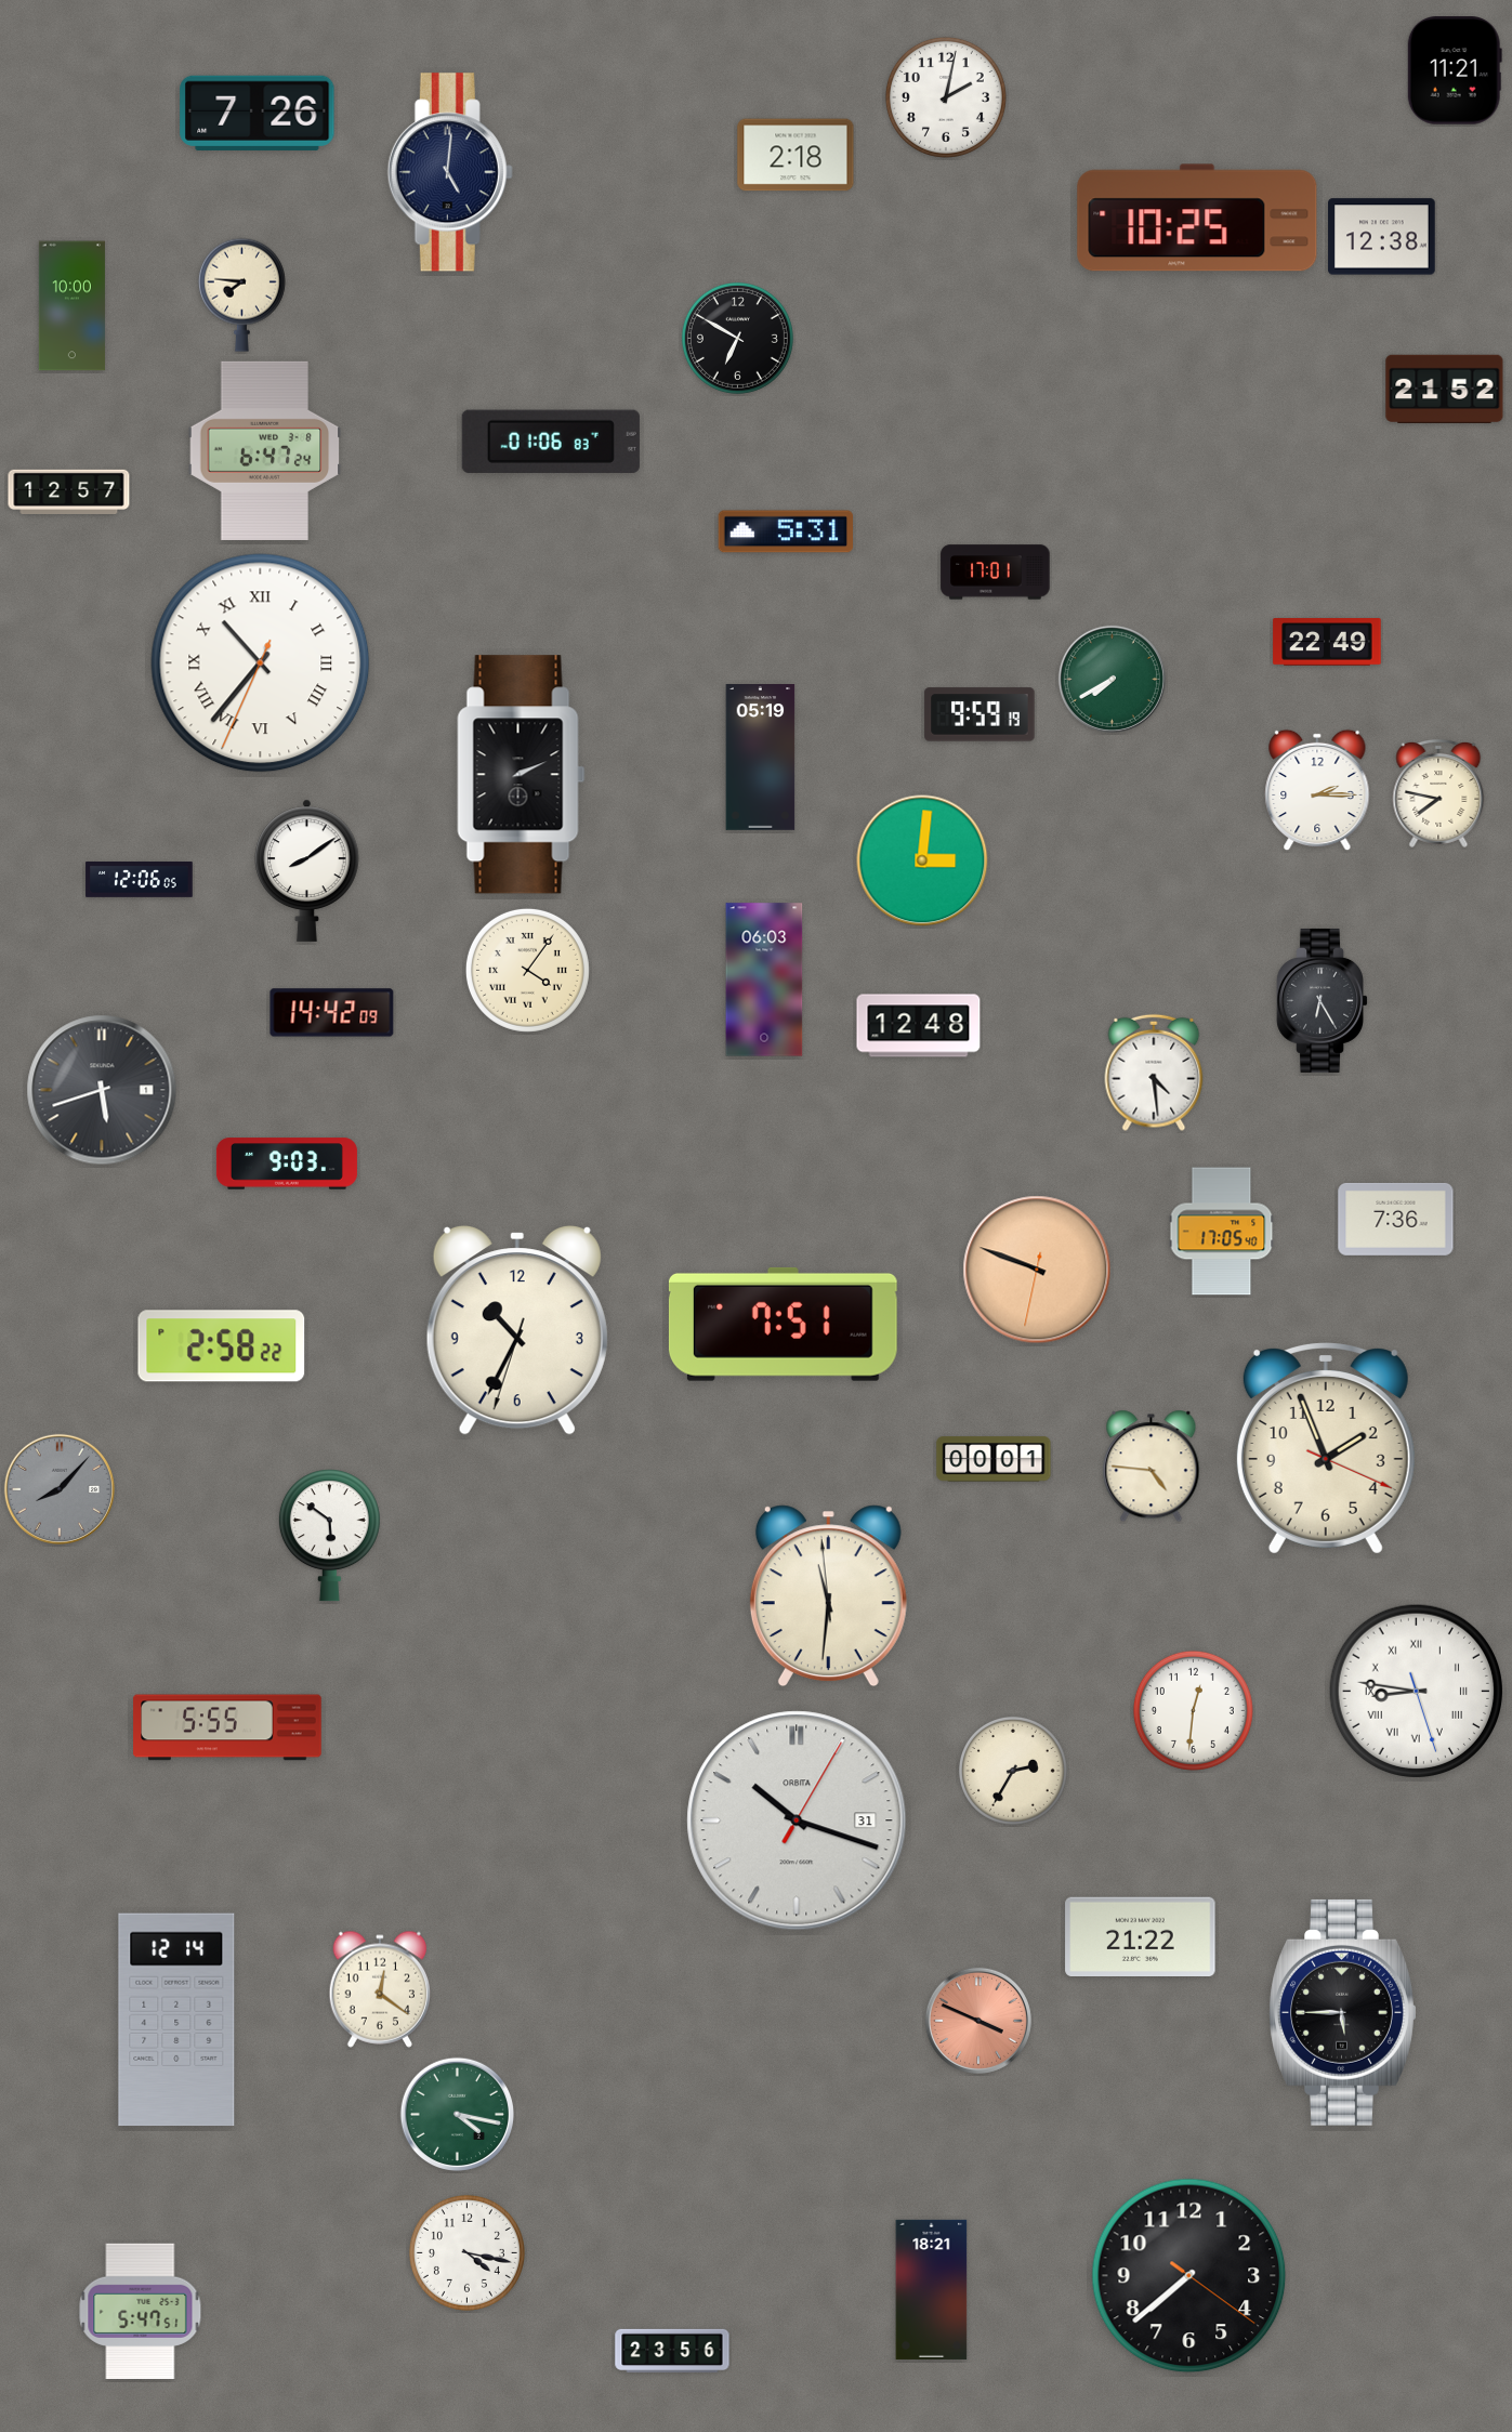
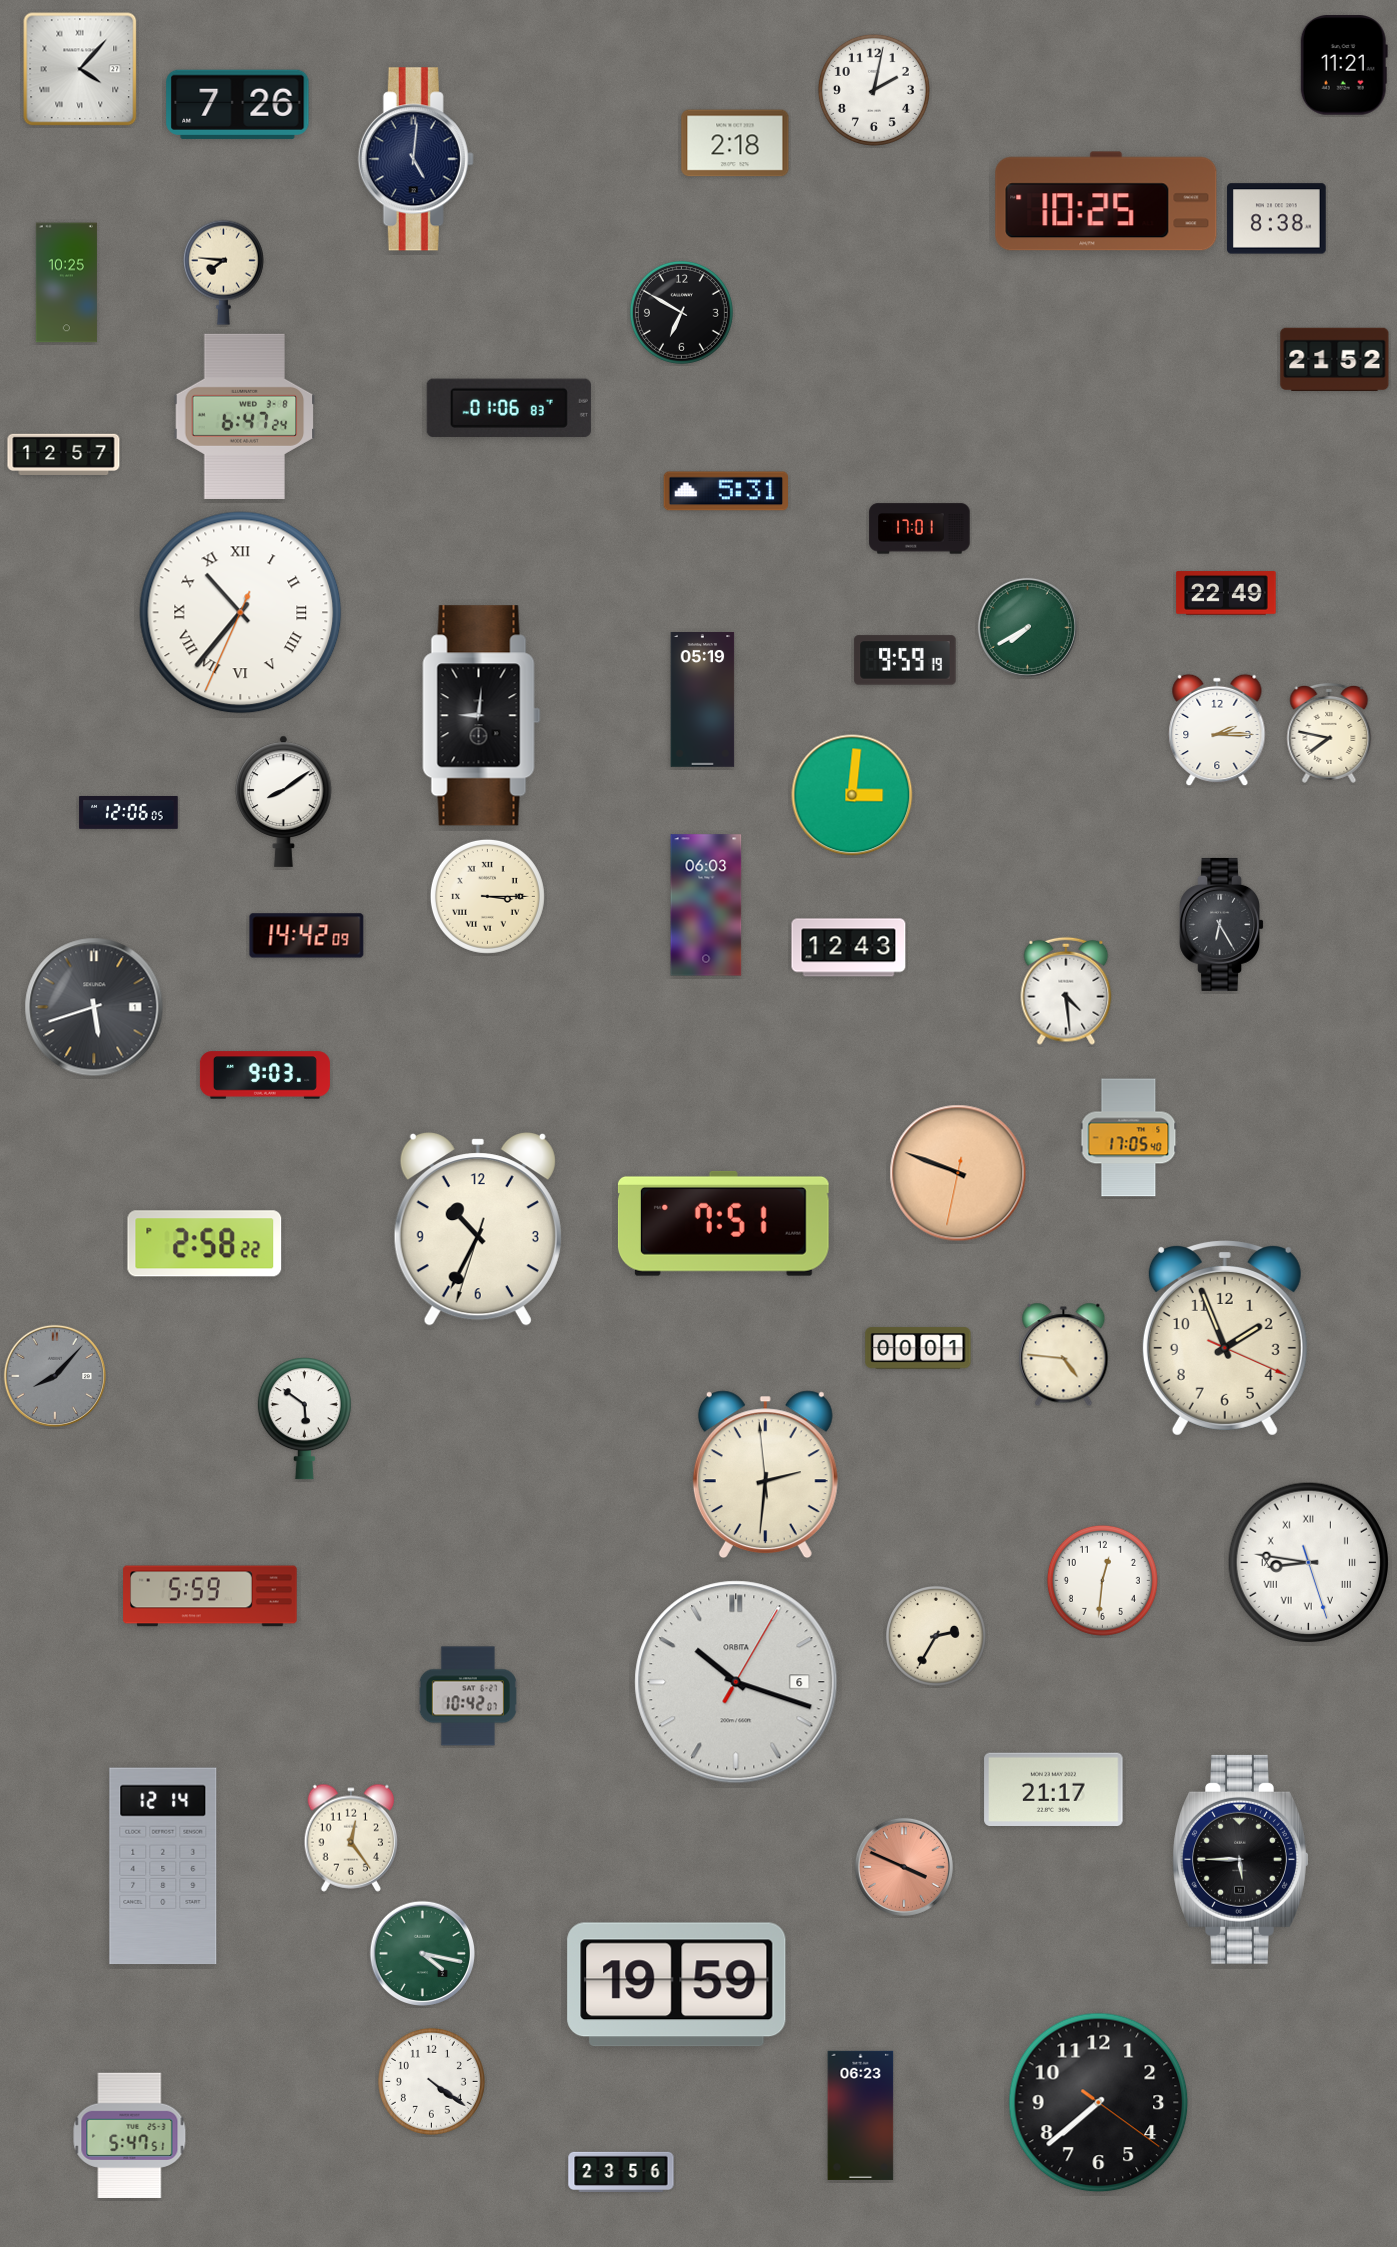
clock at (80, 69): none -> 4:07
clock at (1382, 237): 12:38 -> 8:38
clock at (71, 306): 10:00 -> 10:25
clock at (522, 775): 2:11 -> 9:01
clock at (307, 870) position: (307, 870) -> (284, 801)
clock at (527, 970): 4:06 -> 3:15
clock at (919, 1026): 12:48 -> 12:43
clock at (1396, 1219): 7:36 -> none
clock at (828, 1596): 11:30 -> 2:30
clock at (227, 1727): 5:55 -> 5:59
clock at (797, 1820) date: 31 -> 6
clock at (468, 1696): none -> 10:42
clock at (1141, 1936): 21:22 -> 21:17
clock at (379, 1989): 12:21 -> 12:24
clock at (677, 1985): none -> 19:59
clock at (466, 2252): 4:17 -> 4:21
clock at (932, 2289): 18:21 -> 06:23
